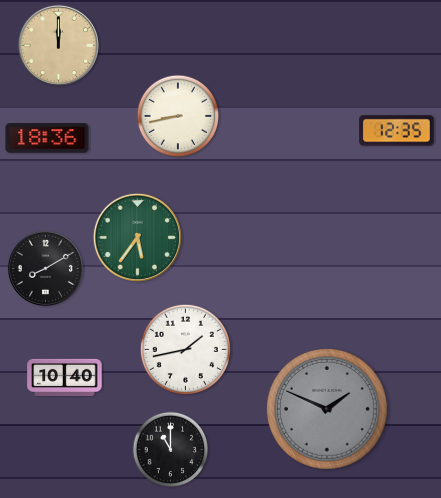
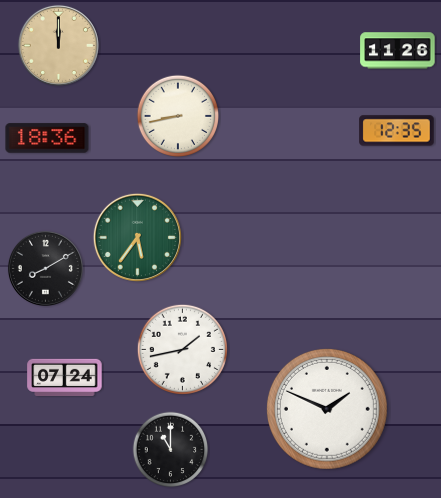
clock at (398, 51): none -> 11:26
clock at (185, 349) position: (185, 349) -> (182, 349)
clock at (65, 377): 10:40 -> 07:24
clock at (327, 409) dial: grey -> white
